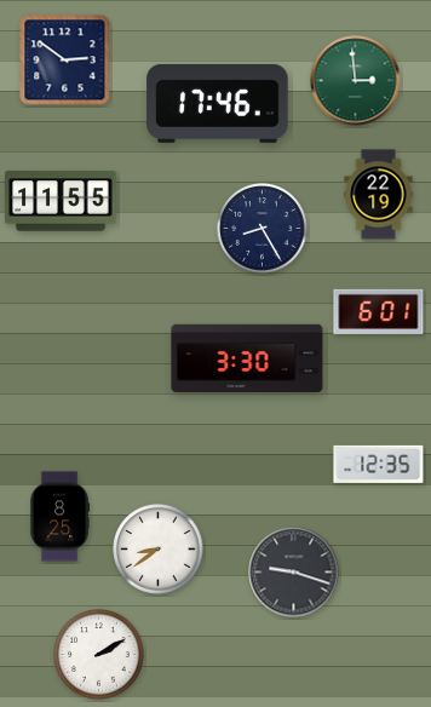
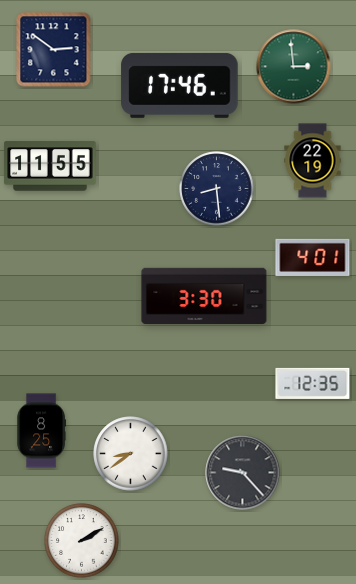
clock at (263, 229): 8:25 -> 8:29
clock at (379, 311): 6:01 -> 4:01
clock at (59, 517) position: (59, 517) -> (41, 431)
clock at (294, 573): 9:18 -> 9:23
